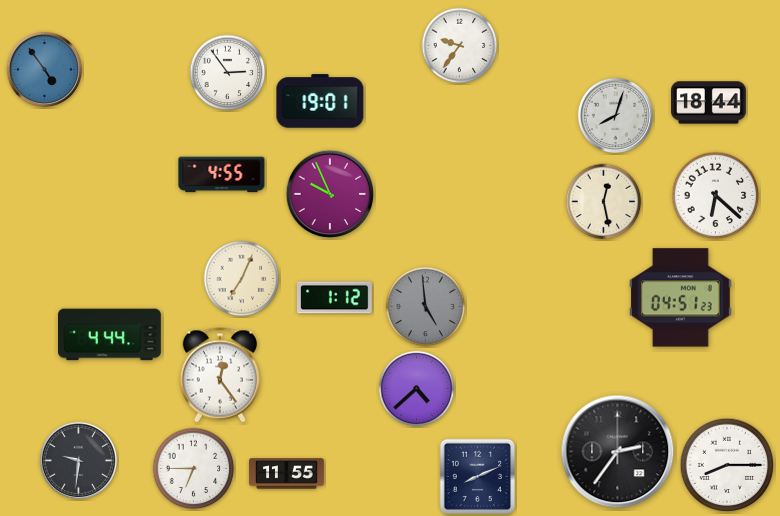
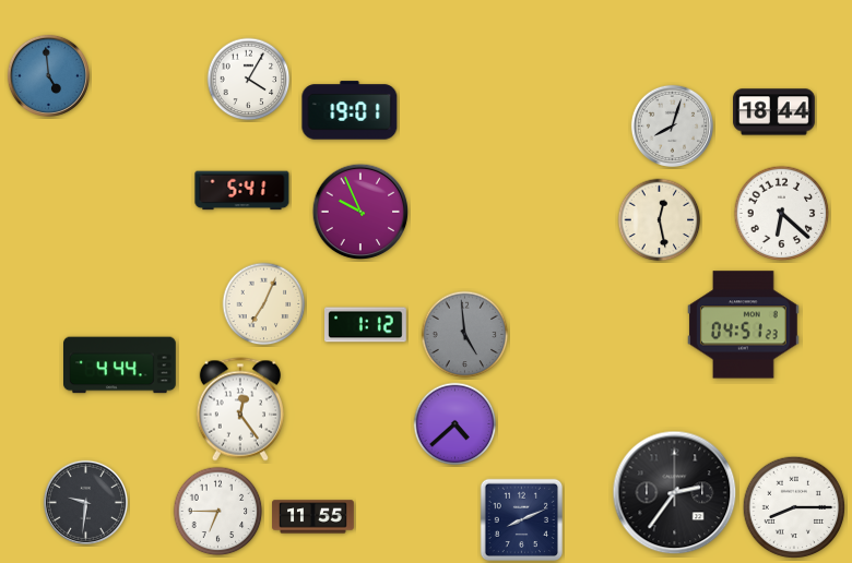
clock at (460, 46): 9:36 -> none
clock at (44, 69): 4:54 -> 4:59
clock at (228, 73): 2:54 -> 4:05
clock at (222, 175): 4:55 -> 5:41
clock at (194, 469) position: (194, 469) -> (218, 512)
